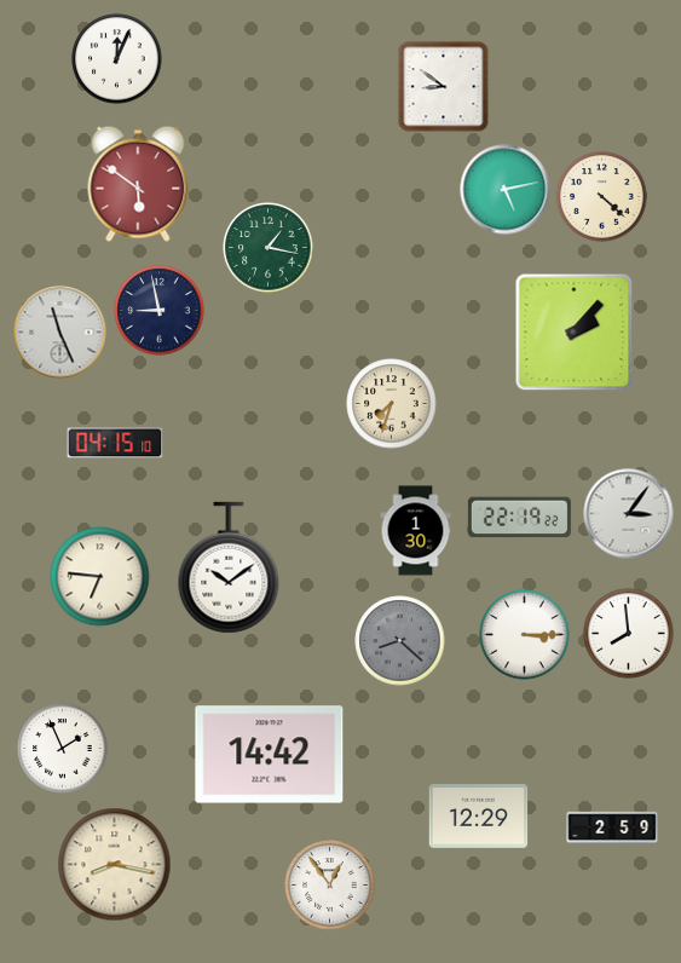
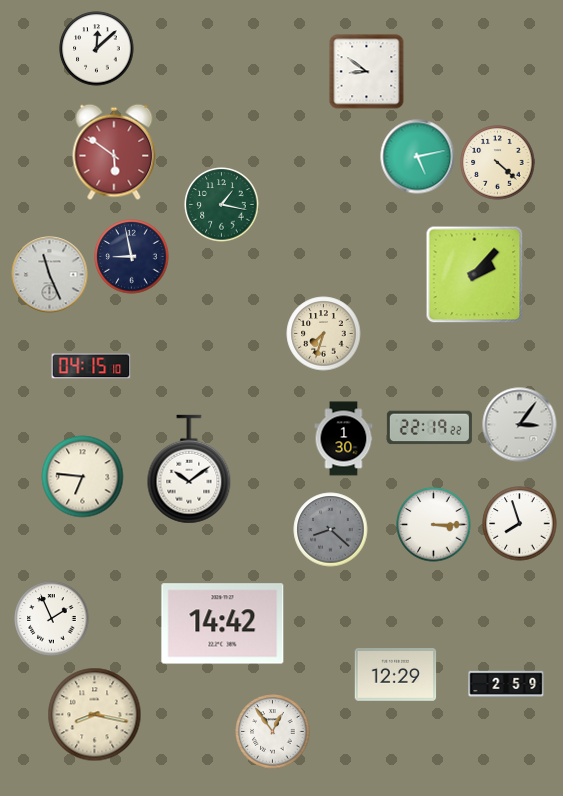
clock at (117, 59): 12:04 -> 12:08
clock at (115, 443) position: (115, 443) -> (91, 366)
clock at (629, 634): 7:59 -> 7:57
